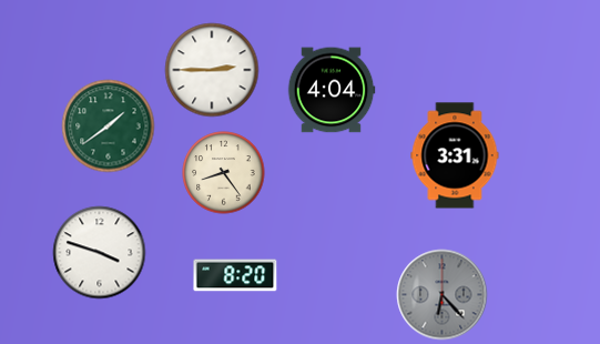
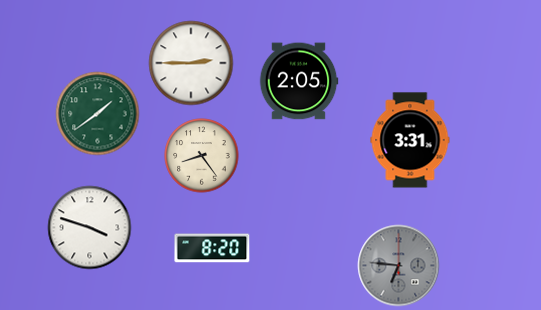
clock at (332, 90): 4:04 -> 2:05
clock at (443, 295): 6:23 -> 6:46
